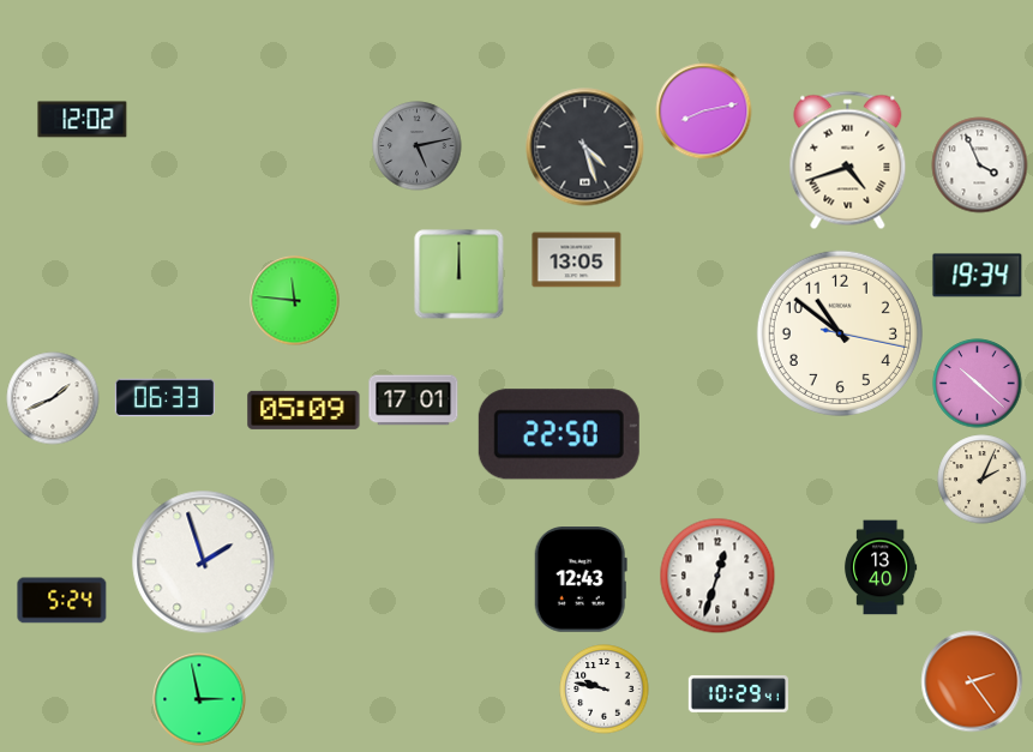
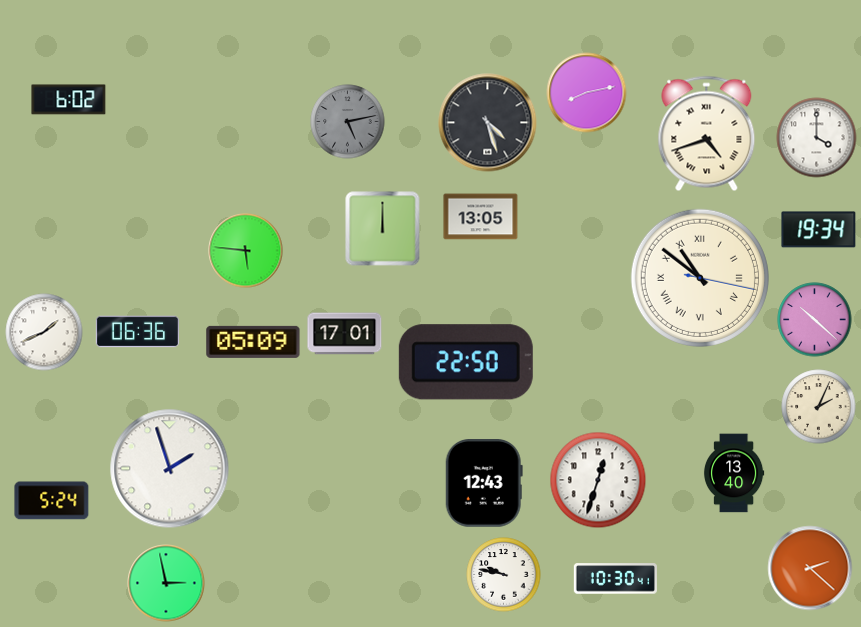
clock at (83, 120): 12:02 -> 6:02
clock at (980, 166): 3:56 -> 4:00
clock at (978, 276) position: (978, 276) -> (819, 230)
clock at (295, 301): 11:46 -> 5:46
clock at (840, 333) numerals: Arabic -> Roman
clock at (164, 398): 06:33 -> 06:36
clock at (983, 480) position: (983, 480) -> (819, 407)
clock at (972, 681): 2:24 -> 2:22
clock at (738, 694): 10:29 -> 10:30
